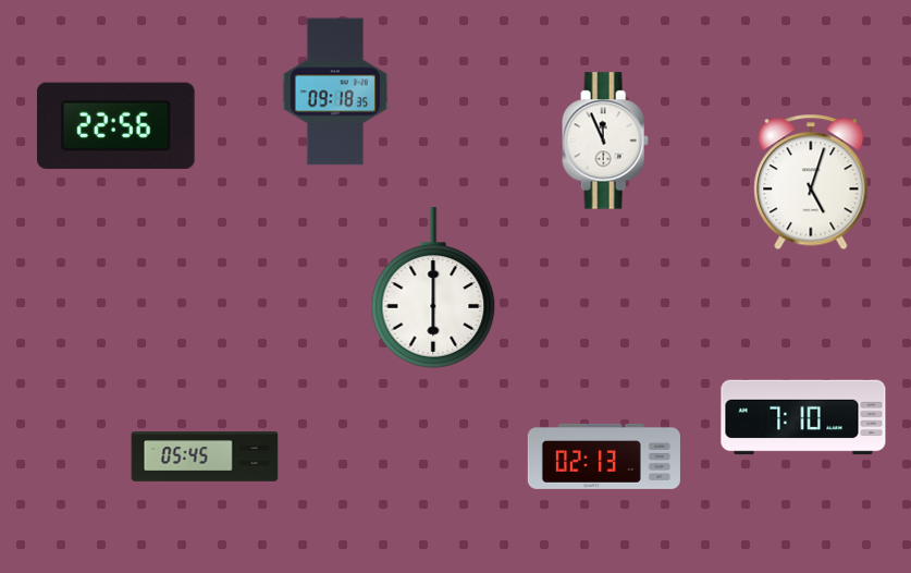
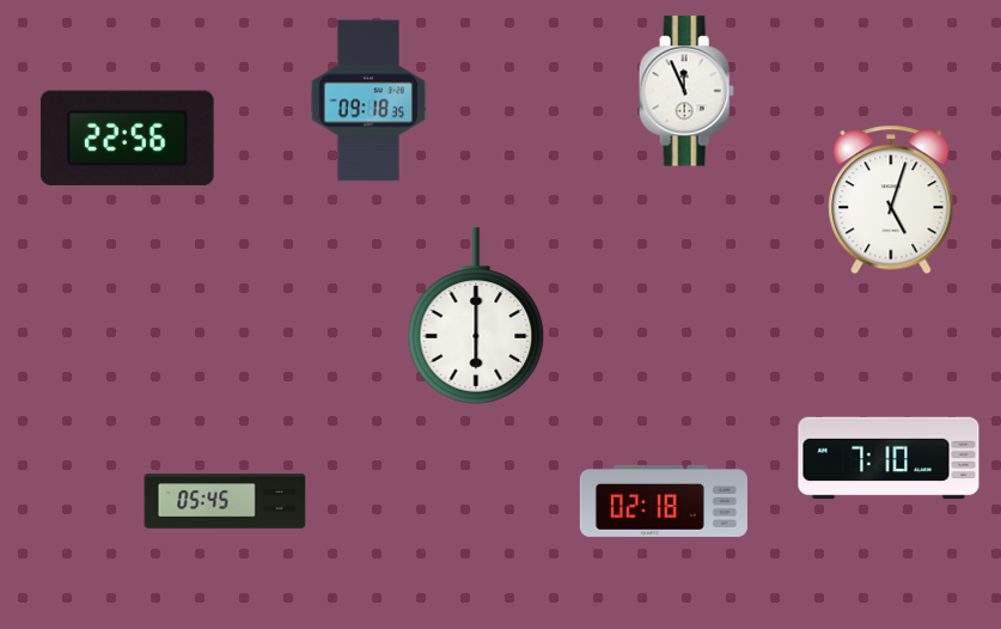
clock at (605, 141) position: (605, 141) -> (686, 91)
clock at (803, 417) position: (803, 417) -> (889, 458)
clock at (604, 456): 02:13 -> 02:18
